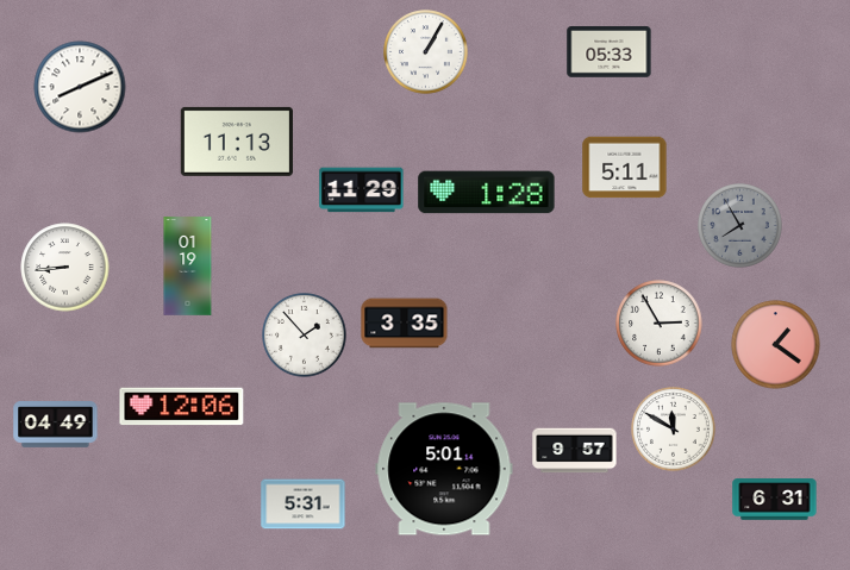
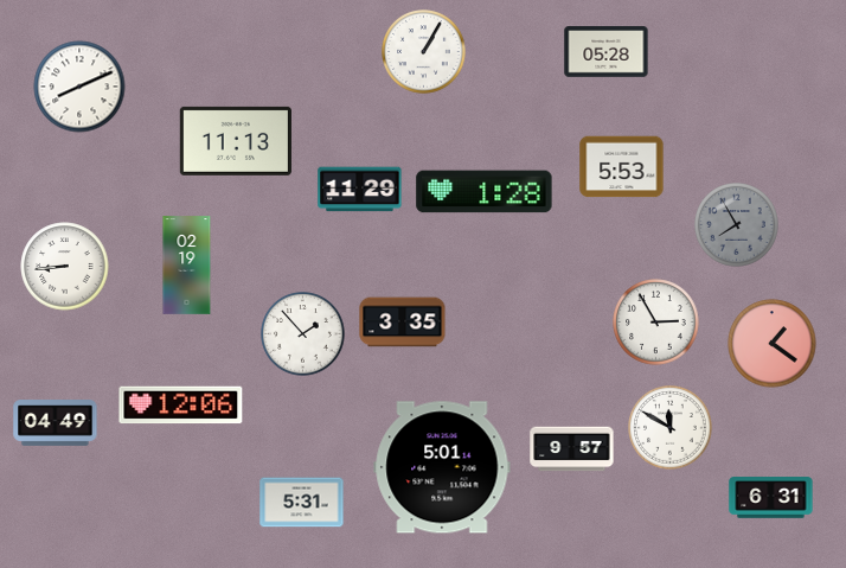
clock at (610, 52): 05:33 -> 05:28
clock at (625, 168): 5:11 -> 5:53
clock at (188, 267): 01:19 -> 02:19
